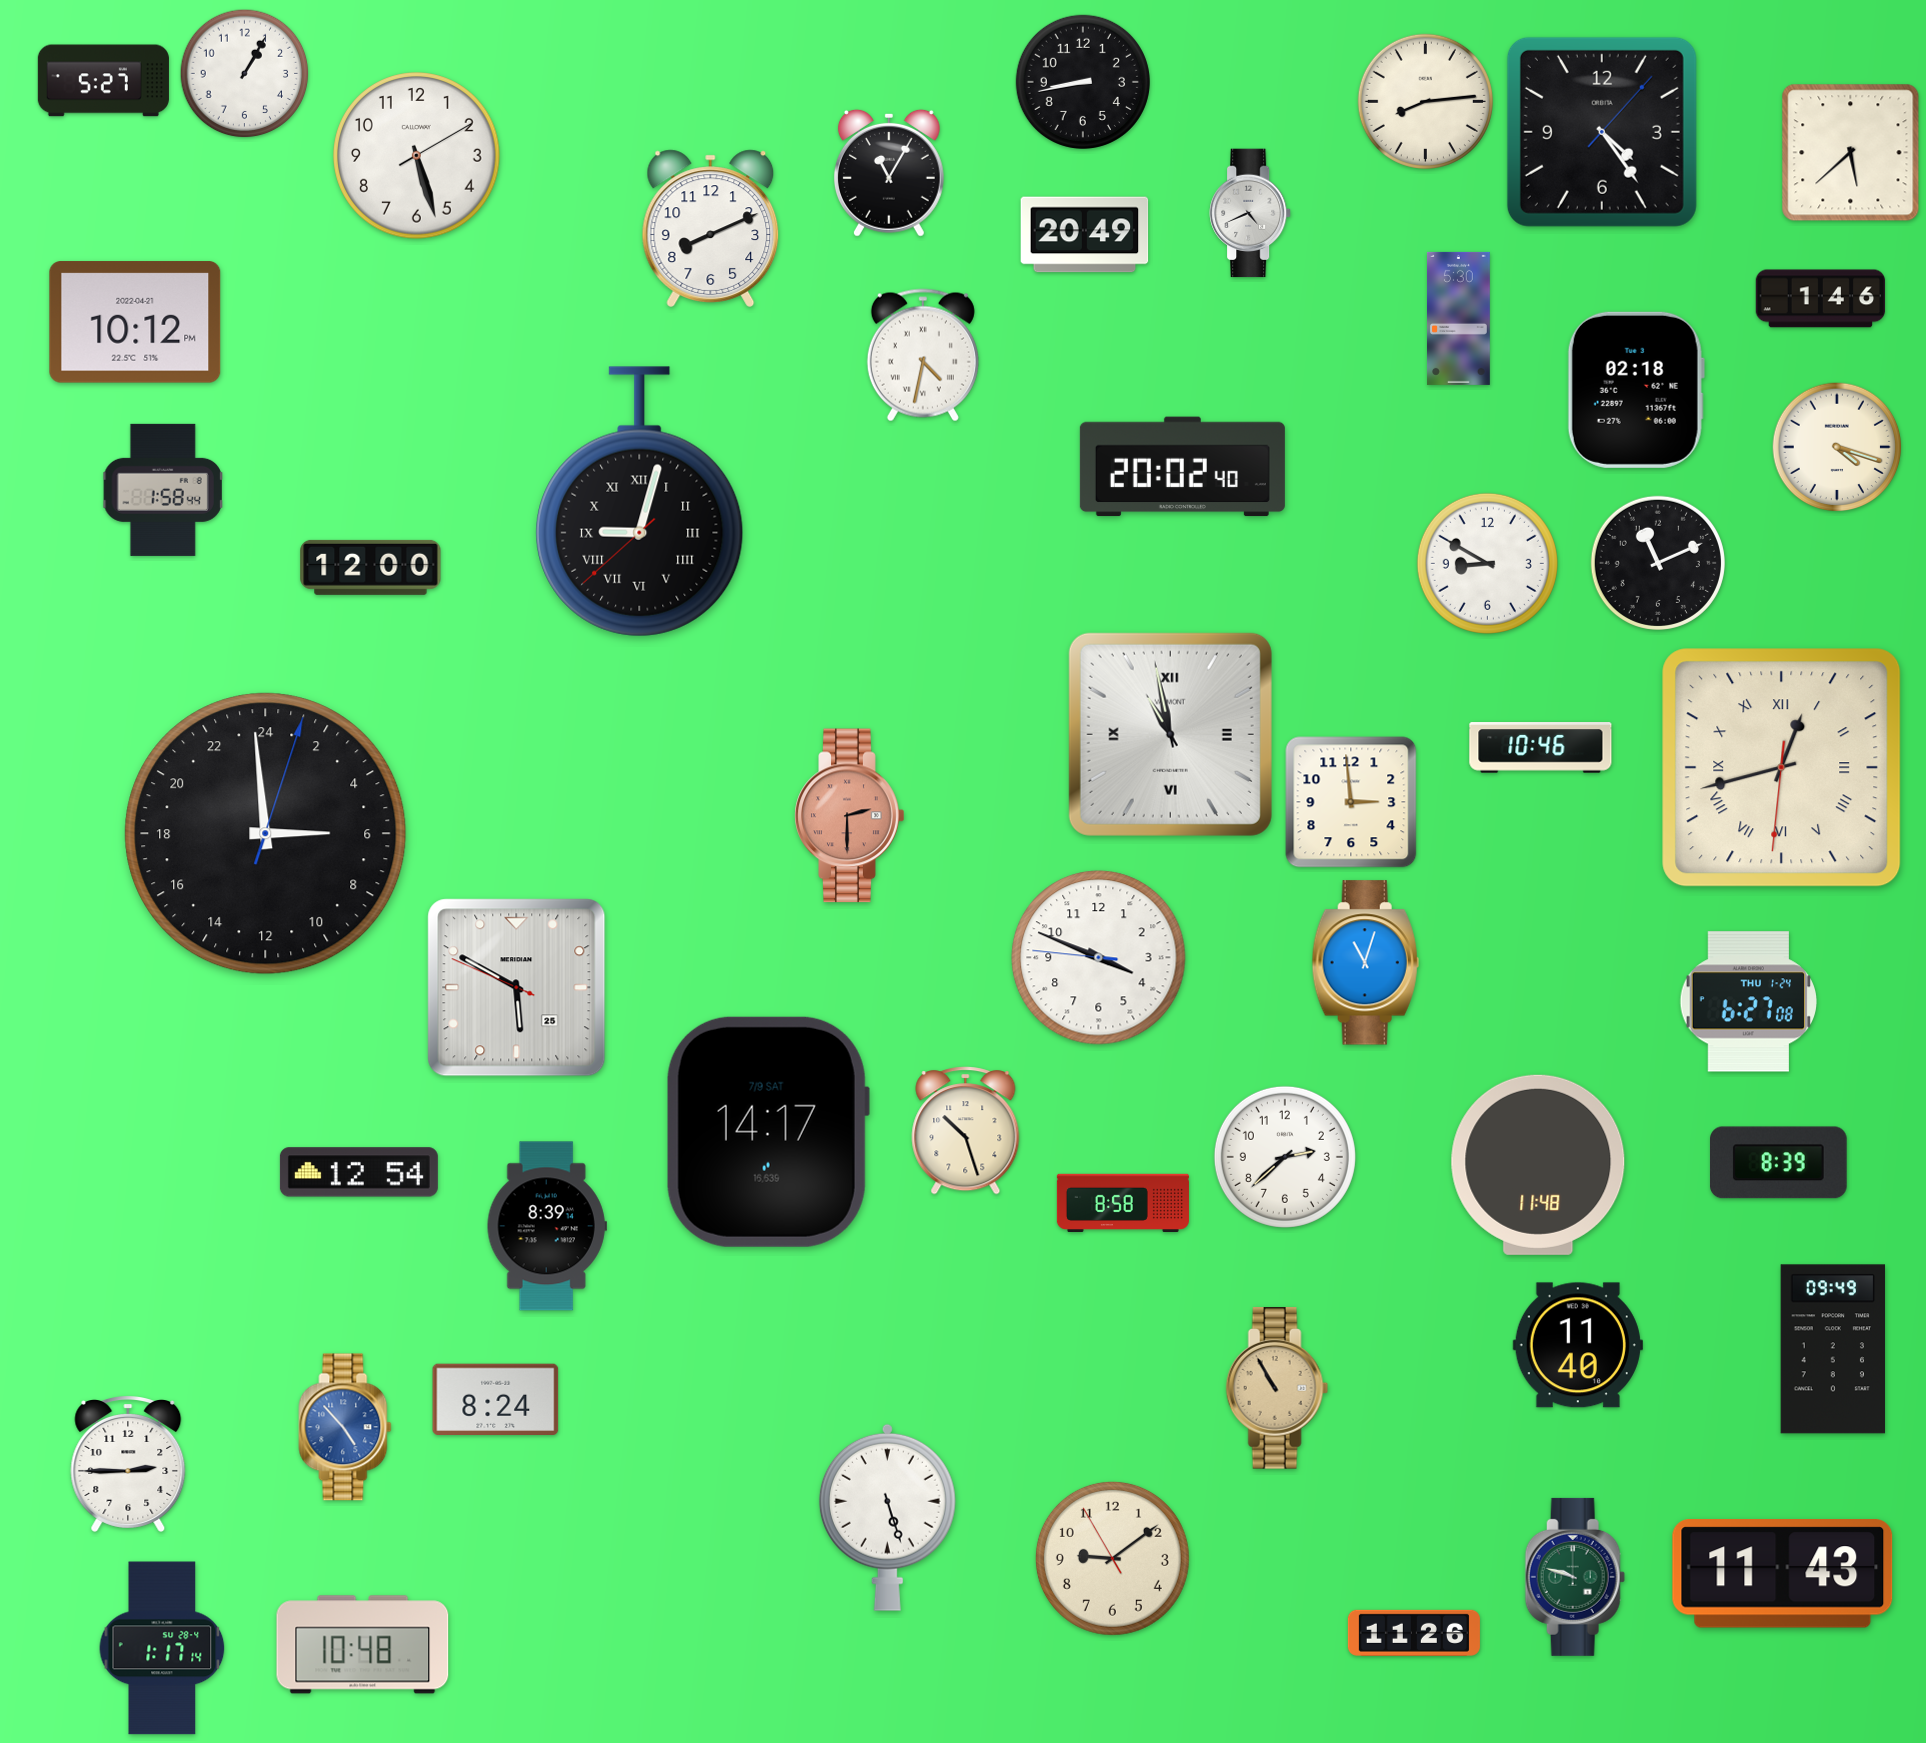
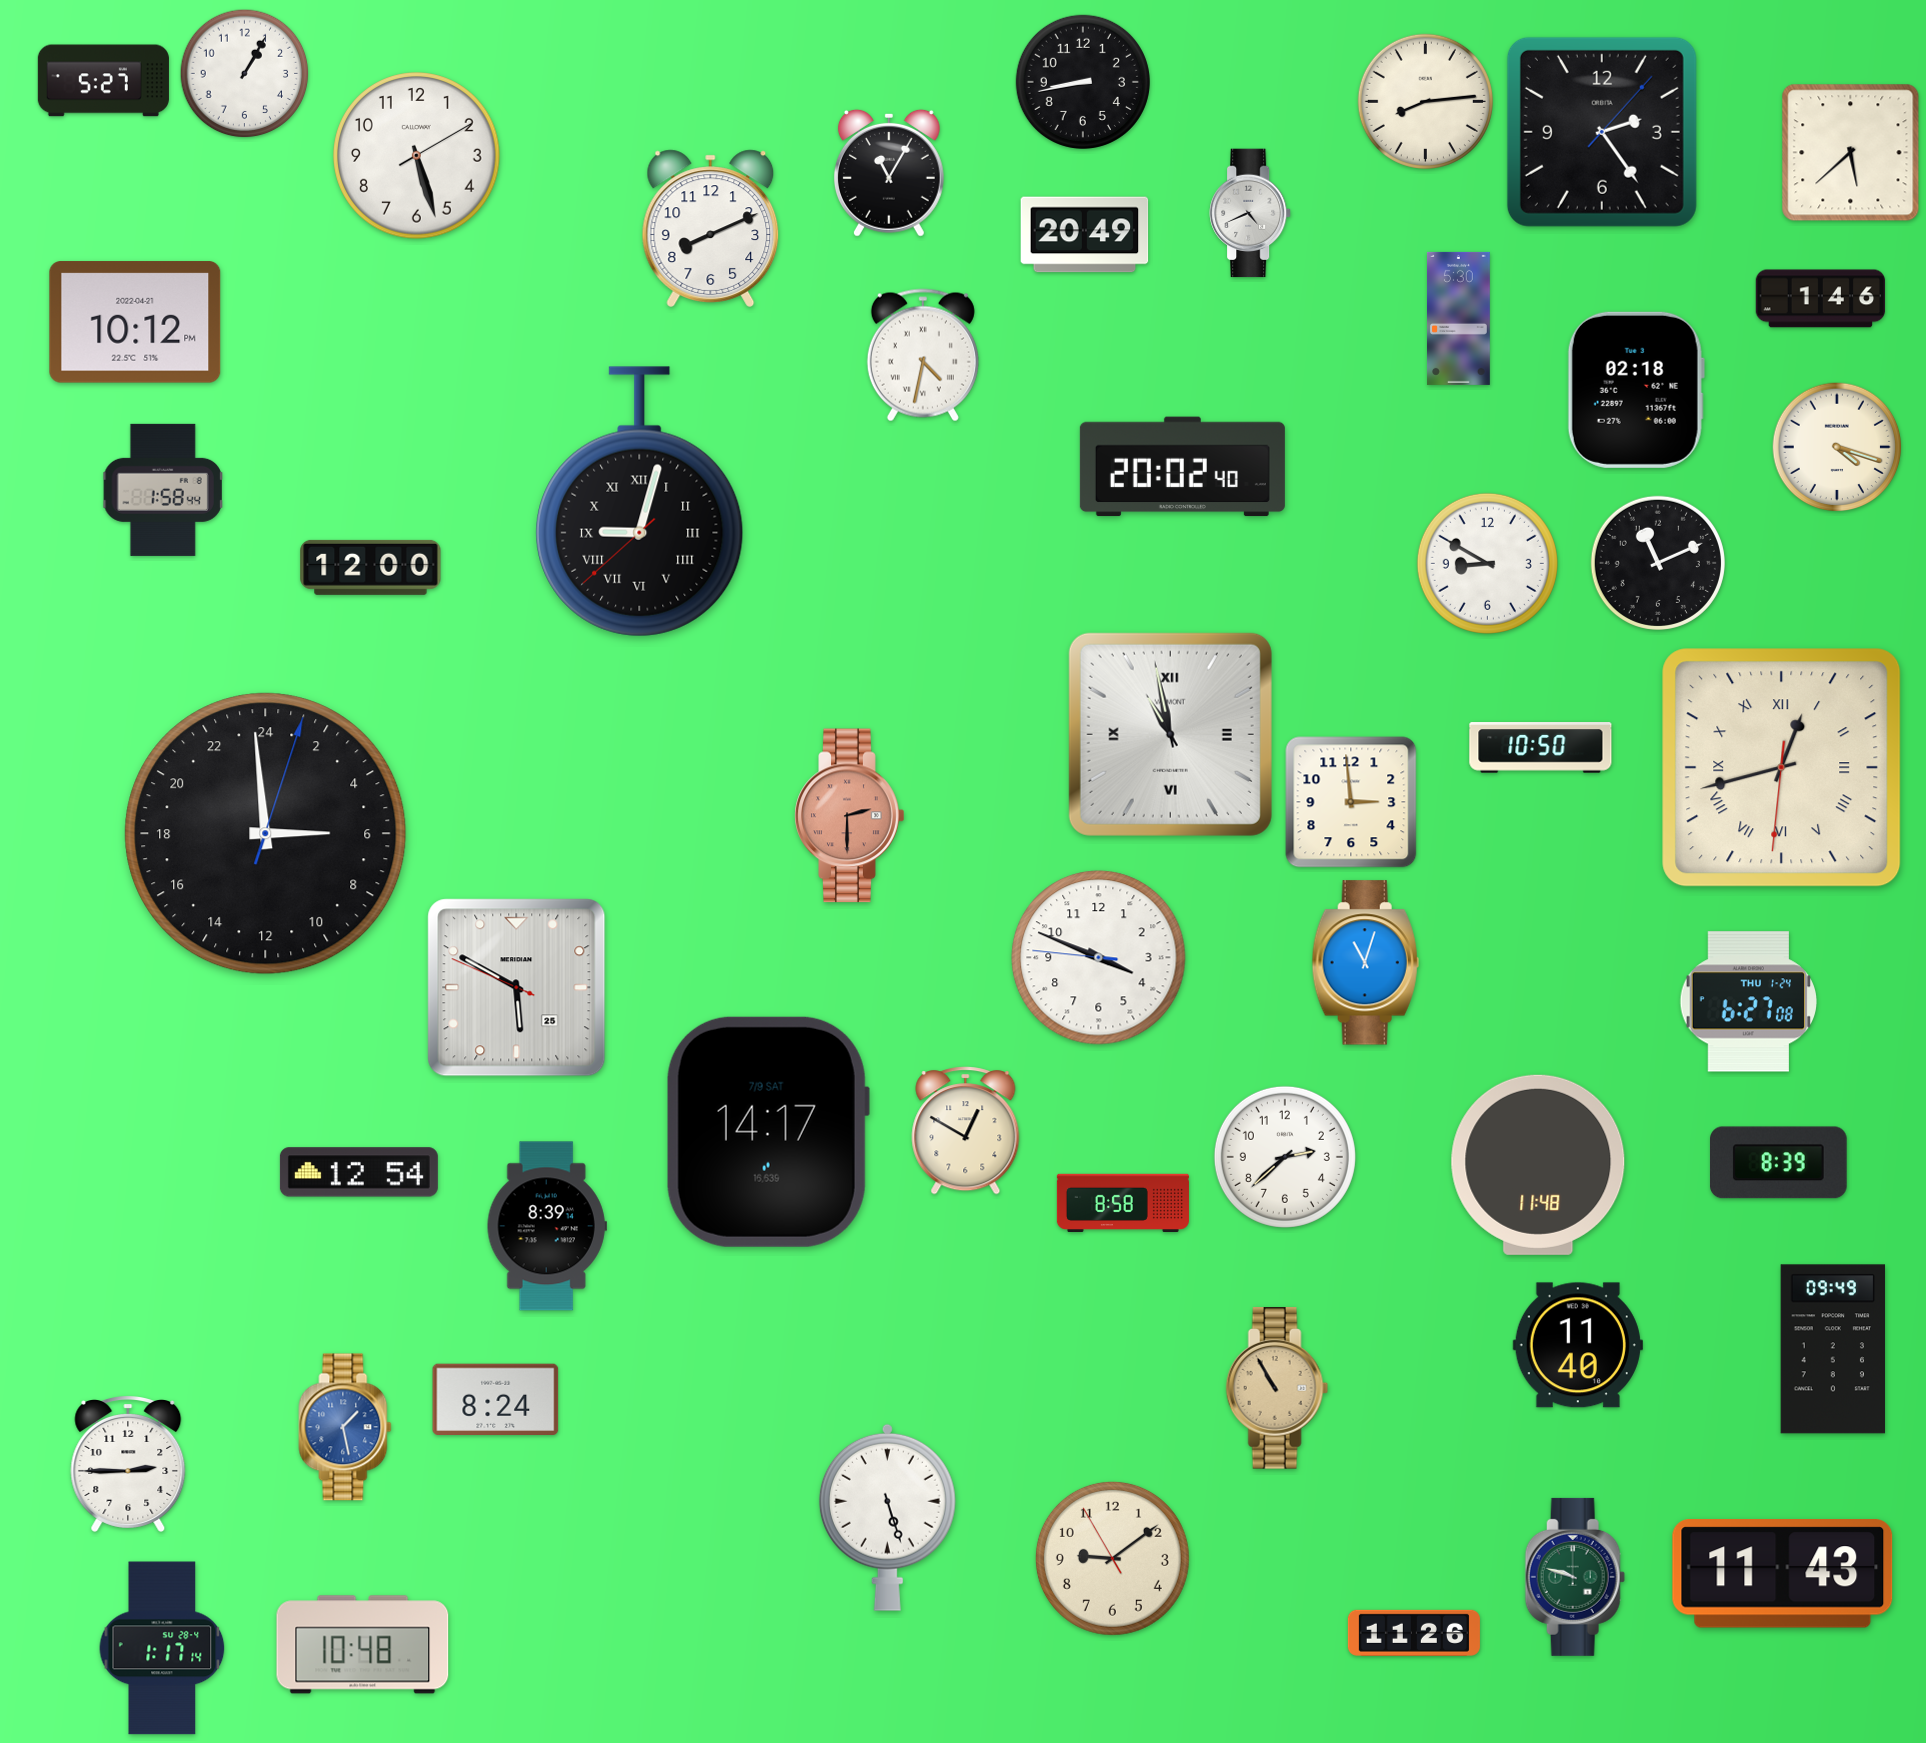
clock at (1602, 132): 4:24 -> 2:24
clock at (1541, 748): 10:46 -> 10:50
clock at (966, 1131): 10:27 -> 12:50
clock at (345, 1427): 4:53 -> 1:28
